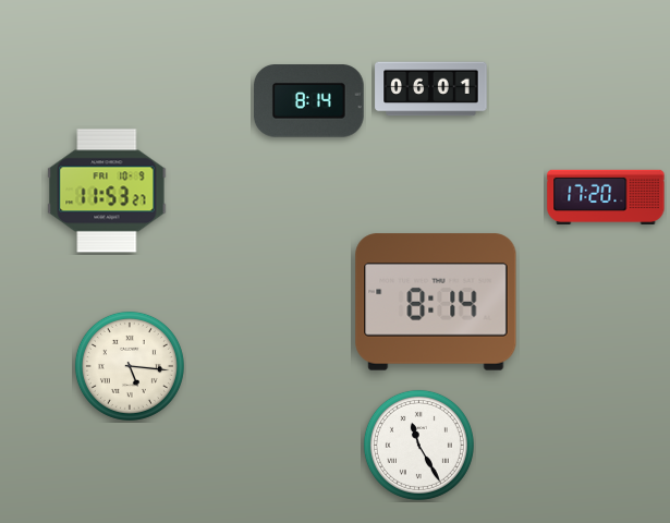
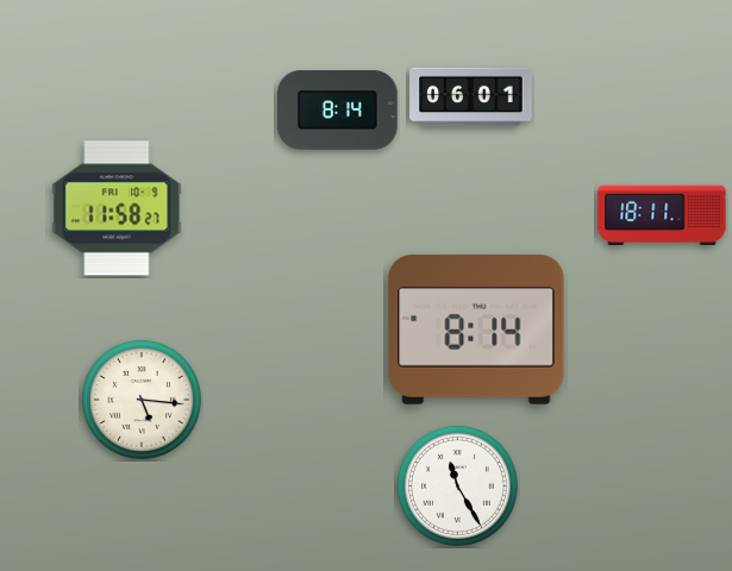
clock at (107, 191): 11:53 -> 11:58
clock at (606, 197): 17:20 -> 18:11
